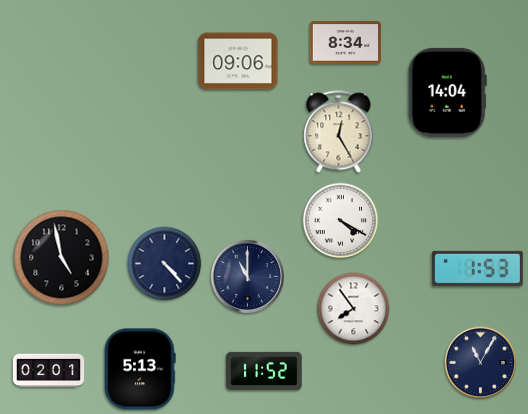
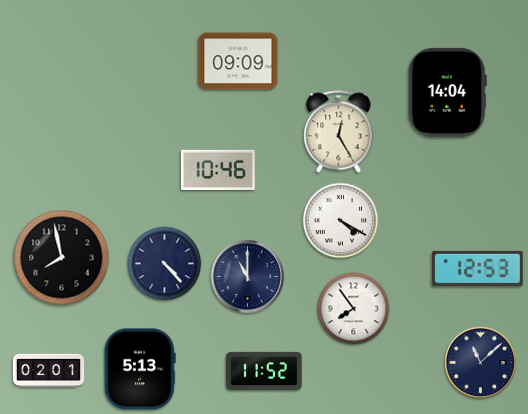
clock at (346, 43): 8:34 -> none
clock at (238, 61): 09:06 -> 09:09
clock at (218, 170): none -> 10:46
clock at (62, 258): 4:58 -> 7:58
clock at (478, 268): 1:53 -> 12:53
clock at (481, 363): 11:05 -> 11:08
